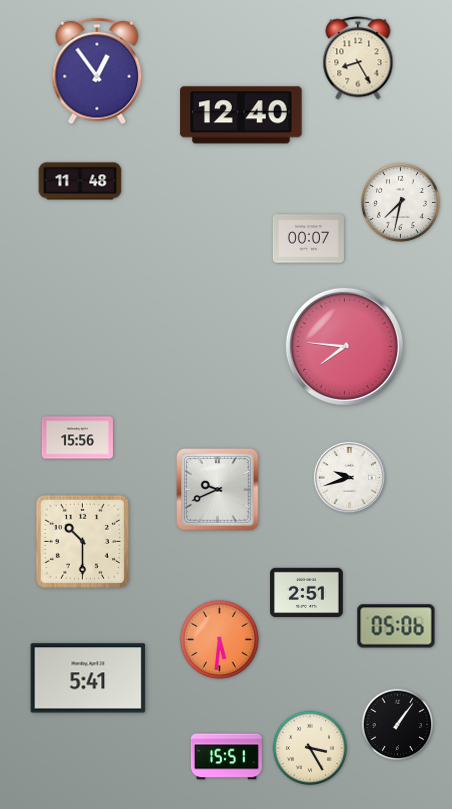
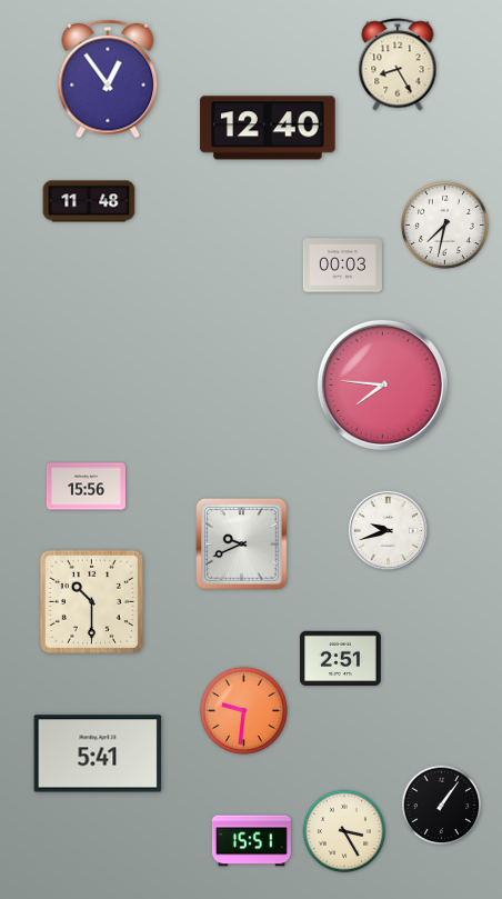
clock at (308, 239): 00:07 -> 00:03
clock at (396, 626): 05:06 -> none
clock at (219, 639): 5:31 -> 9:31
